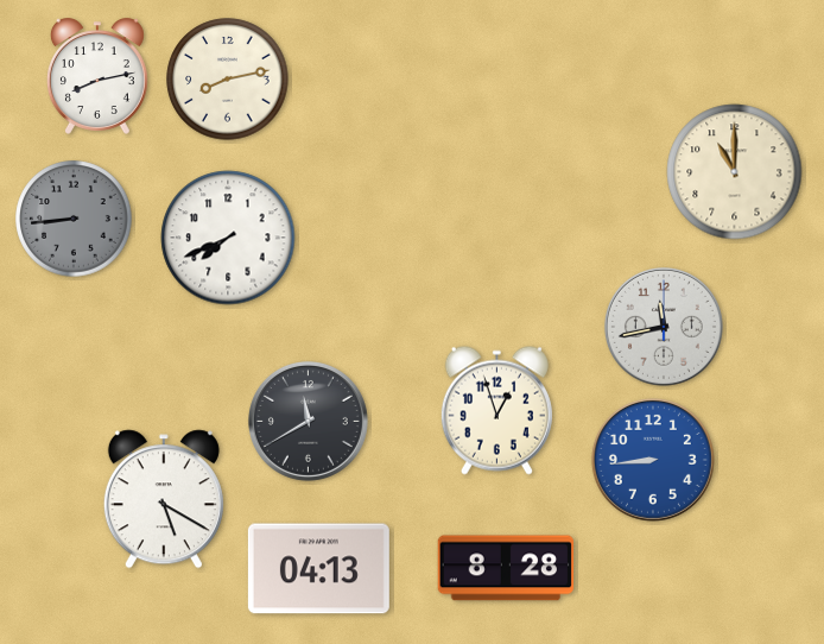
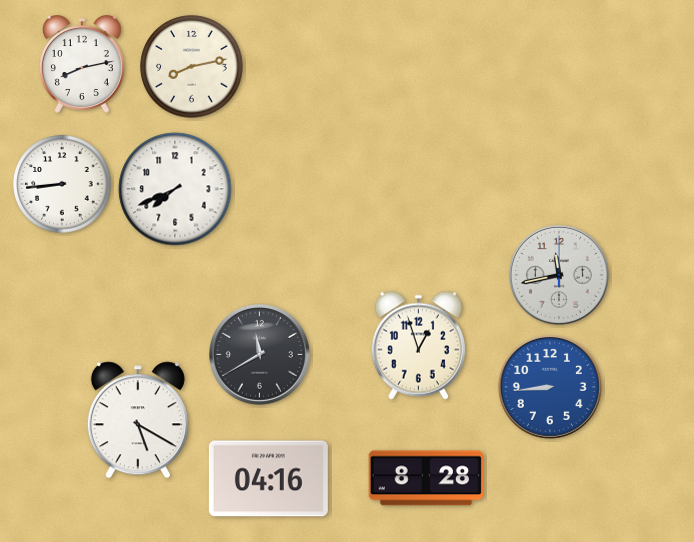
clock at (735, 172): 11:00 -> none
clock at (74, 219) dial: grey -> white
clock at (228, 238) position: (228, 238) -> (175, 189)
clock at (318, 569): 04:13 -> 04:16
